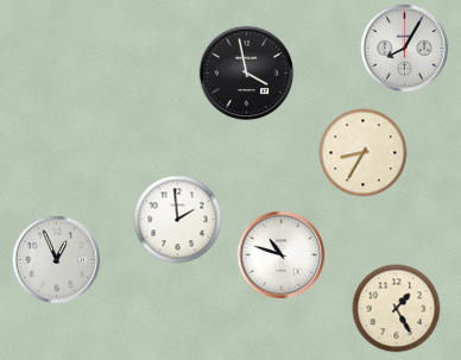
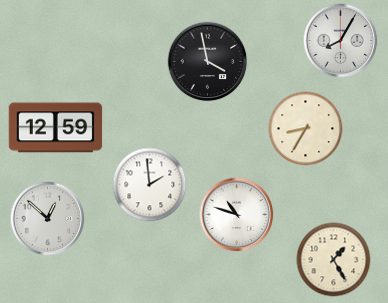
clock at (56, 128): none -> 12:59
clock at (57, 260): 12:56 -> 12:52
